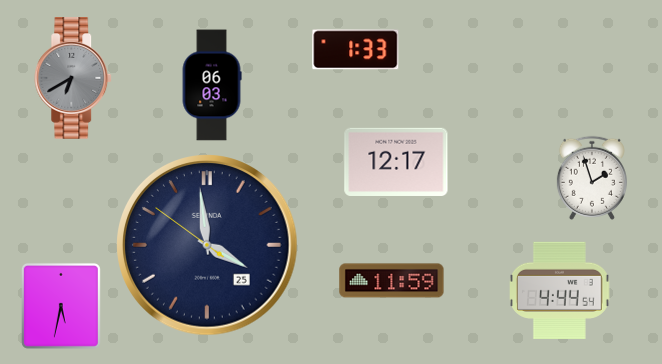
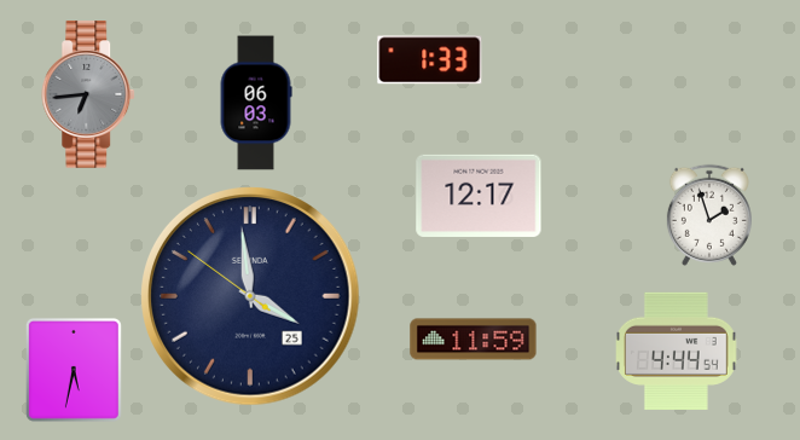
clock at (74, 78): 6:40 -> 6:44
clock at (592, 178) position: (592, 178) -> (709, 215)
